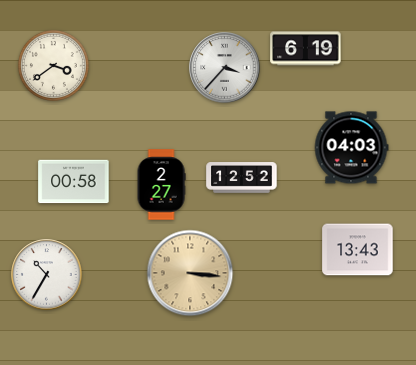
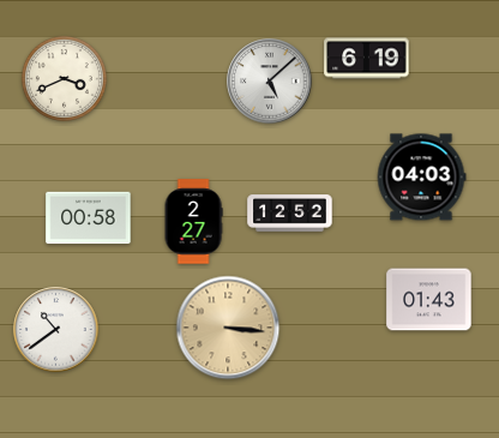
clock at (53, 65): 3:39 -> 3:41
clock at (225, 68): 3:37 -> 5:08
clock at (358, 250): 13:43 -> 01:43
clock at (47, 275): 10:35 -> 10:39
